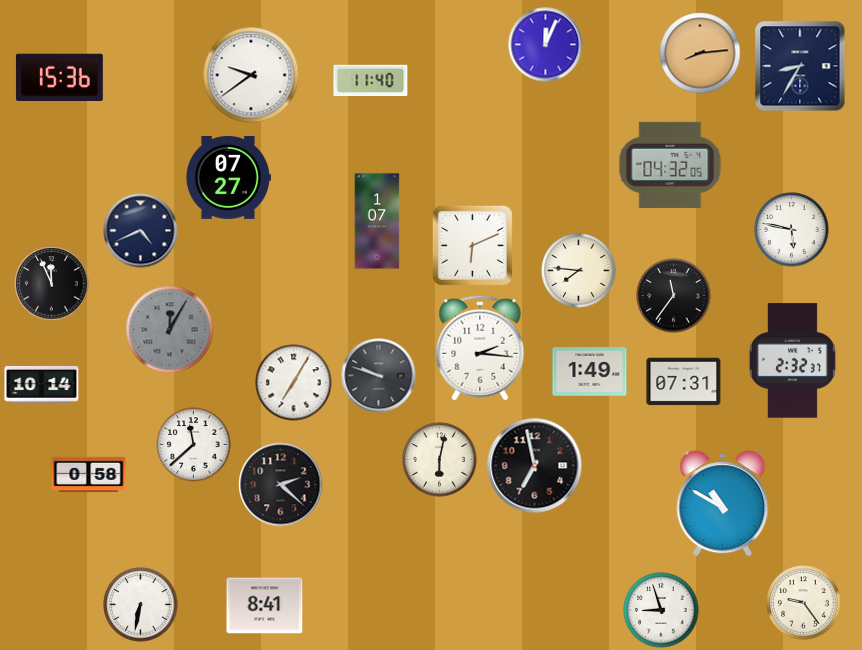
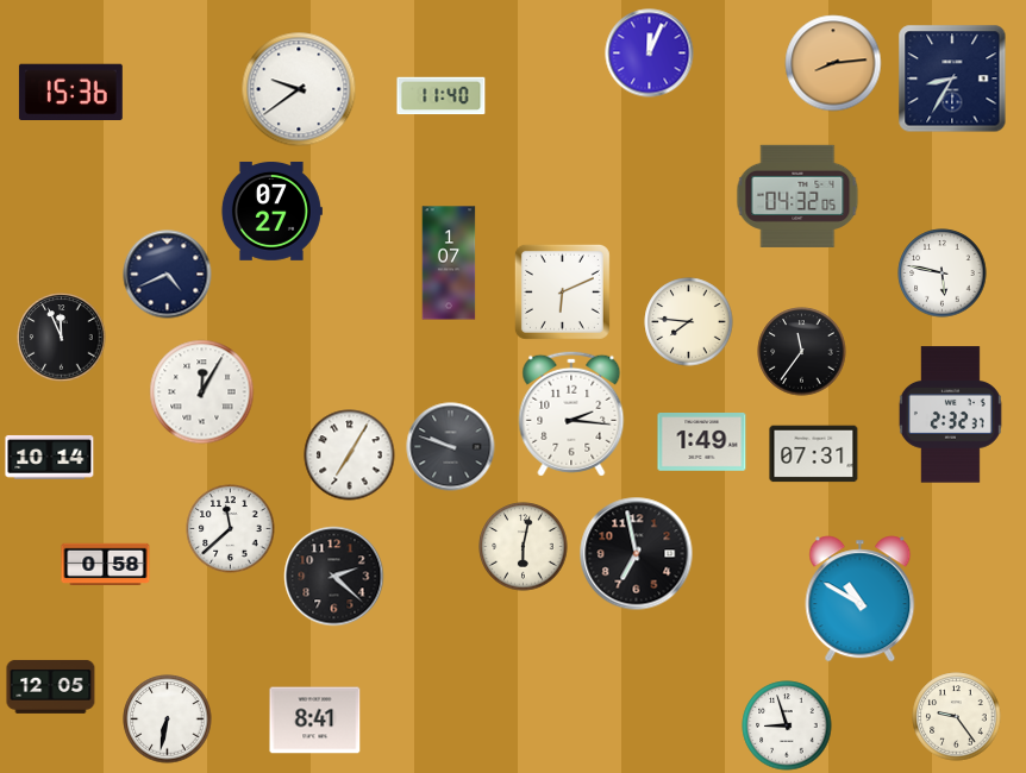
clock at (170, 330) dial: grey -> white
clock at (792, 361) position: (792, 361) -> (950, 415)
clock at (51, 686): none -> 12:05
